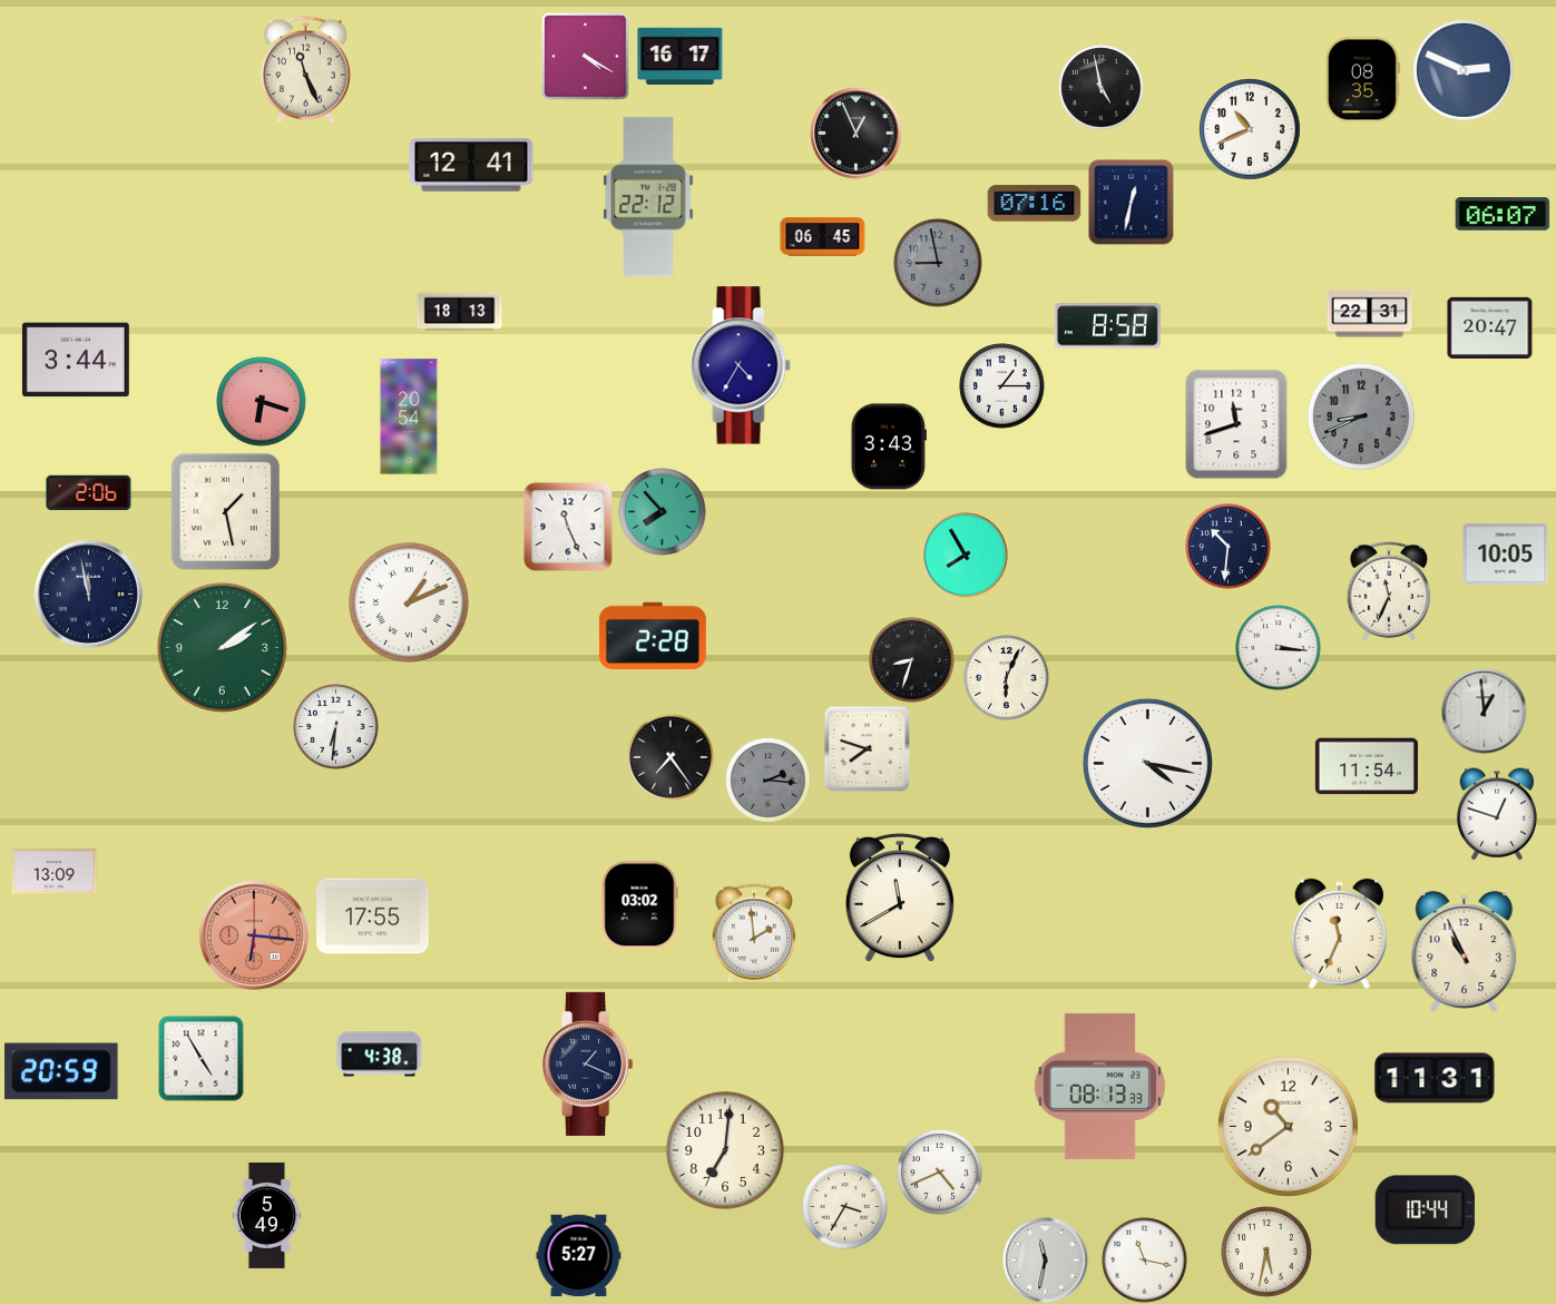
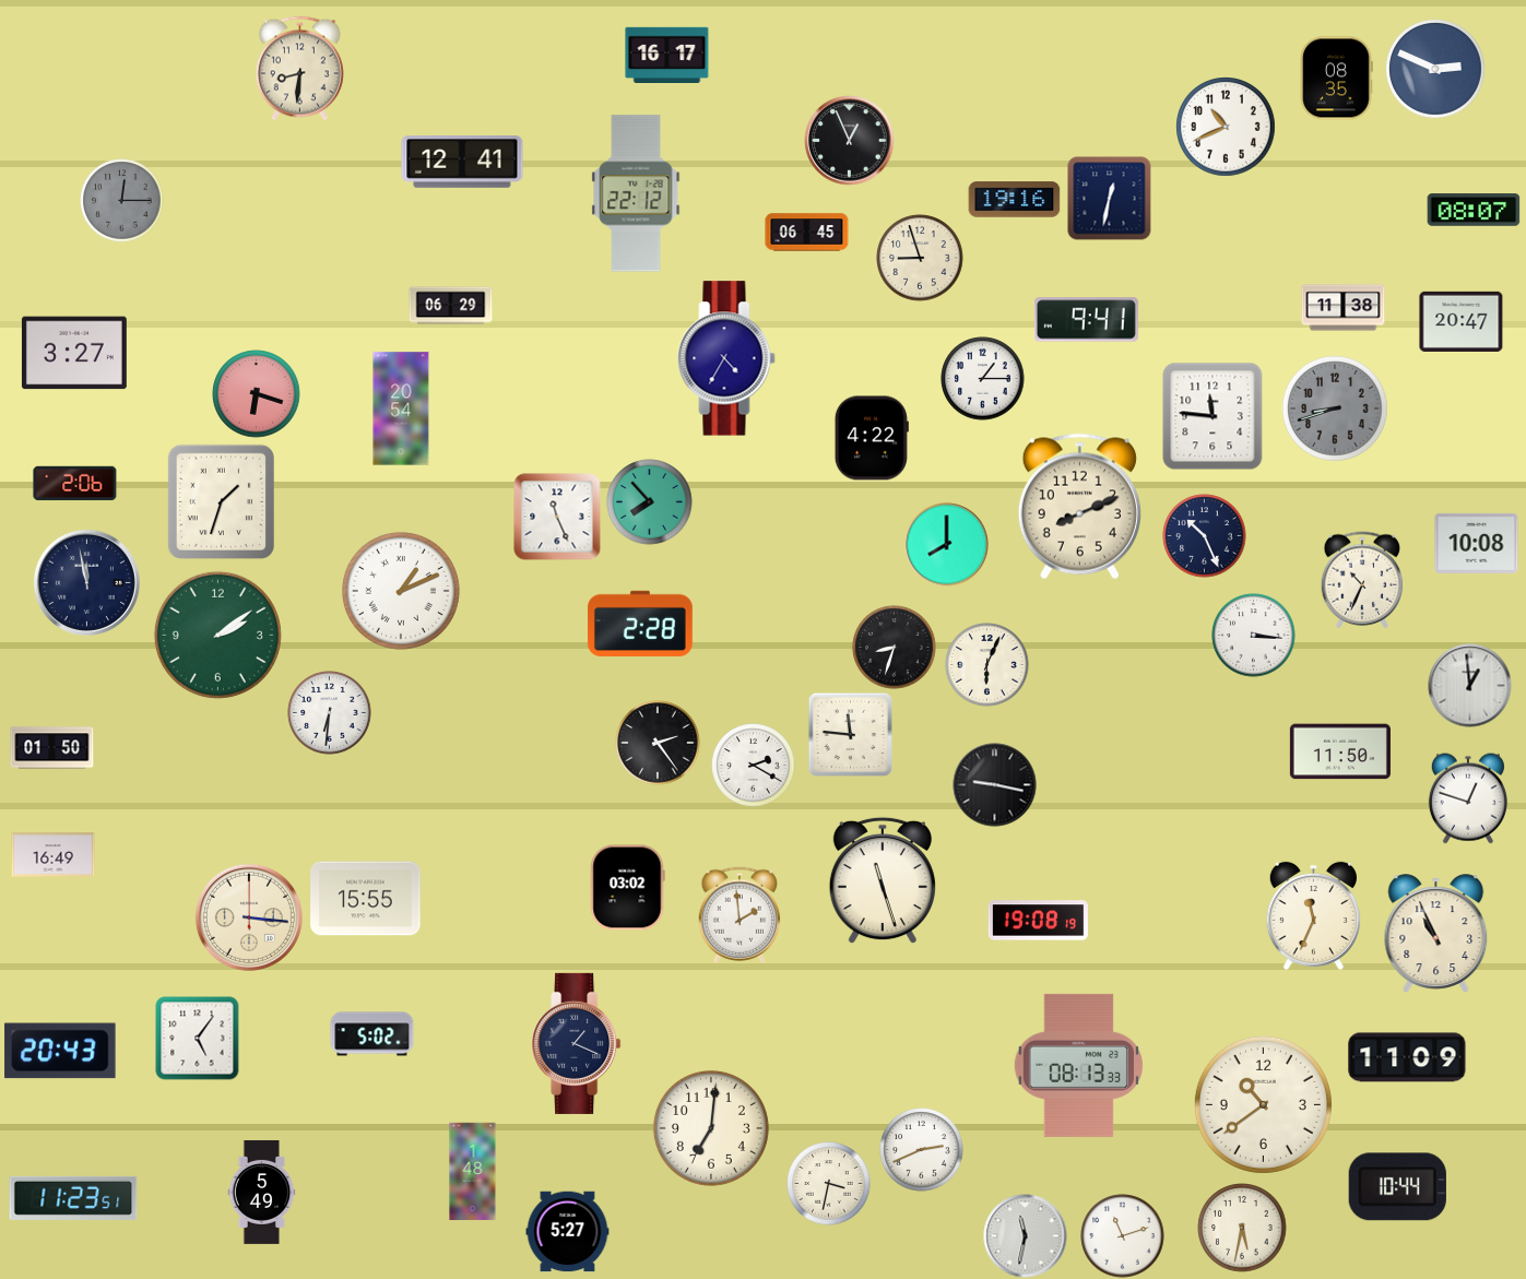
clock at (586, 57): 4:20 -> none
clock at (305, 70): 11:26 -> 8:31
clock at (1102, 88): 4:58 -> none
clock at (857, 134) position: (857, 134) -> (850, 141)
clock at (1035, 204): 07:16 -> 19:16
clock at (122, 201): none -> 12:15
clock at (1503, 214): 06:07 -> 08:07
clock at (938, 263): 8:58 -> 8:57
clock at (938, 263) dial: grey -> cream
clock at (460, 312): 18:13 -> 06:29
clock at (1370, 314): 22:31 -> 11:38
clock at (1107, 326): 8:58 -> 9:41
clock at (76, 360): 3:44 -> 3:27
clock at (1362, 418): 8:41 -> 8:42
clock at (1236, 424): 11:42 -> 11:46
clock at (889, 447): 3:43 -> 4:22
clock at (89, 493) position: (89, 493) -> (75, 484)
clock at (225, 511): 1:28 -> 1:33
clock at (1079, 507): none -> 8:11
clock at (1229, 547): 10:31 -> 10:26
clock at (1506, 553): 10:05 -> 10:08
clock at (966, 556): 7:55 -> 8:00
clock at (1389, 591): 11:34 -> 10:34
clock at (1485, 712) position: (1485, 712) -> (1470, 686)
clock at (867, 748): 7:48 -> 11:46
clock at (671, 757): 7:24 -> 2:24
clock at (52, 748): none -> 01:50
clock at (1147, 763): 4:17 -> none
clock at (1367, 766): 11:54 -> 11:50
clock at (769, 781): 2:16 -> 2:20
clock at (769, 781) dial: grey -> white
clock at (995, 785): none -> 9:17
clock at (55, 872): 13:09 -> 16:49
clock at (900, 898): 11:40 -> 11:27
clock at (373, 916): 17:55 -> 15:55
clock at (254, 935): 6:16 -> 3:16
clock at (254, 935) dial: salmon -> cream
clock at (1038, 921): none -> 19:08
clock at (380, 1055): 4:38 -> 5:02
clock at (202, 1059): 4:55 -> 5:06
clock at (61, 1071): 20:59 -> 20:43
clock at (1435, 1078): 11:31 -> 11:09
clock at (940, 1173): 4:41 -> 2:41
clock at (473, 1172): none -> 1:48
clock at (845, 1207): 3:35 -> 3:32
clock at (73, 1198): none -> 11:23
clock at (1145, 1261): 11:17 -> 11:12
